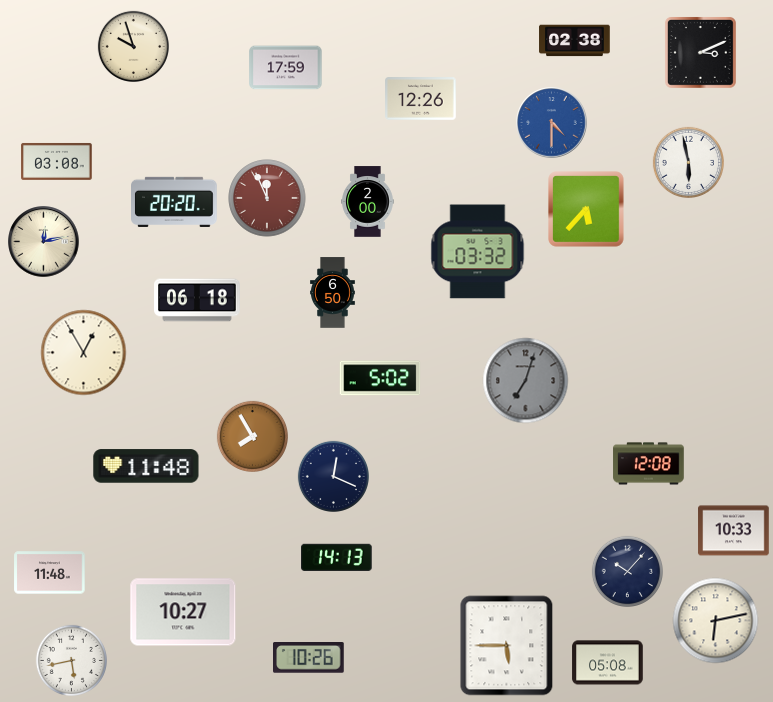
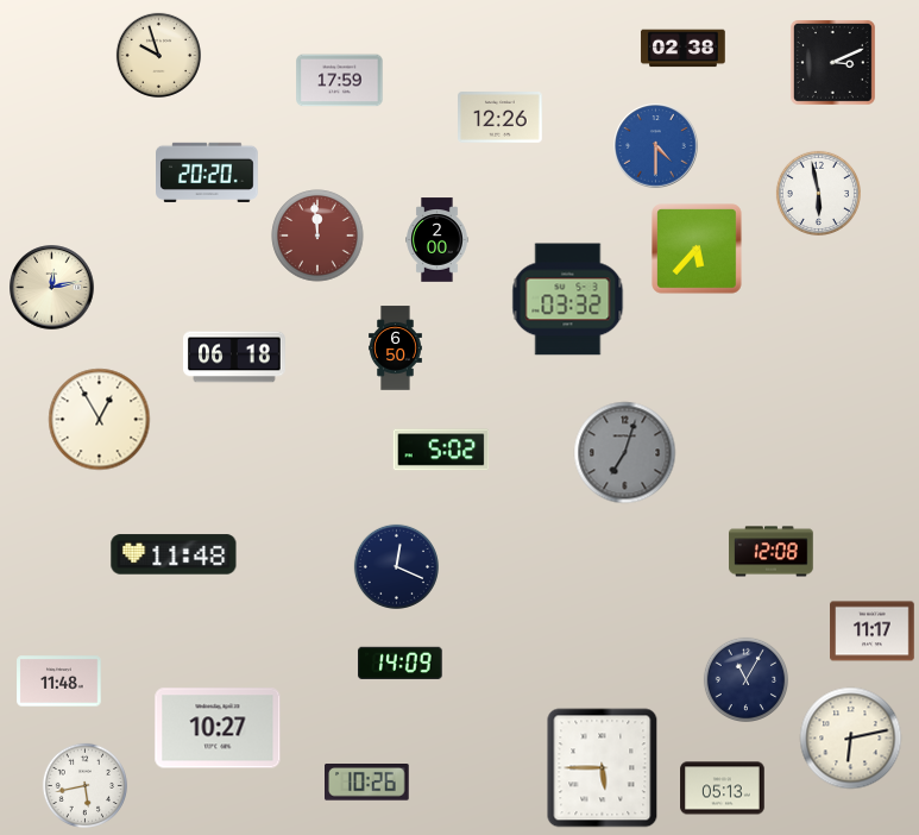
clock at (57, 161): 03:08 -> none
clock at (267, 198): 11:56 -> 11:59
clock at (174, 202) position: (174, 202) -> (207, 172)
clock at (380, 378) position: (380, 378) -> (441, 450)
clock at (252, 436): 7:55 -> none
clock at (734, 531): 10:33 -> 11:17
clock at (337, 557): 14:13 -> 14:09
clock at (627, 571): 10:07 -> 11:05
clock at (608, 663): 05:08 -> 05:13
